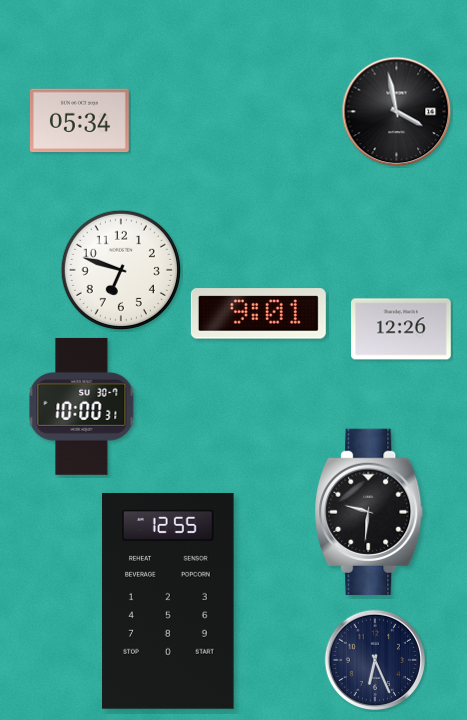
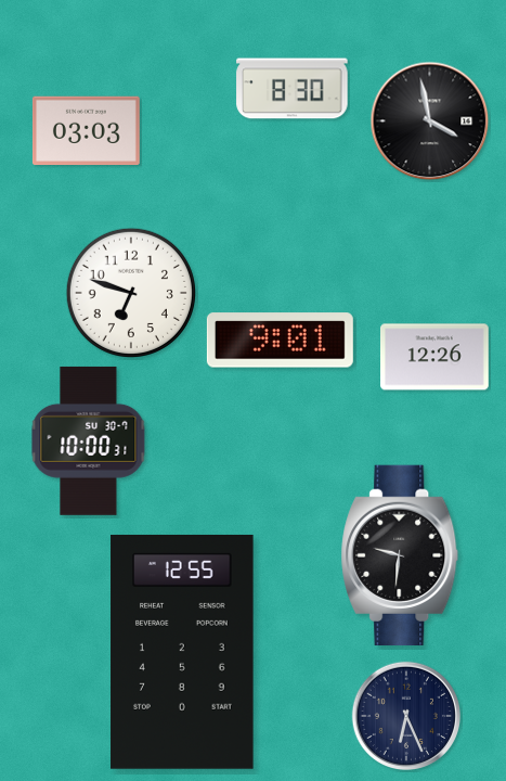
clock at (293, 89): none -> 8:30
clock at (79, 121): 05:34 -> 03:03
